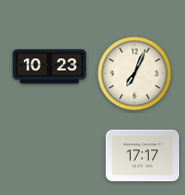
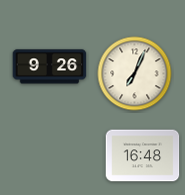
clock at (50, 67): 10:23 -> 9:26
clock at (143, 156): 17:17 -> 16:48
